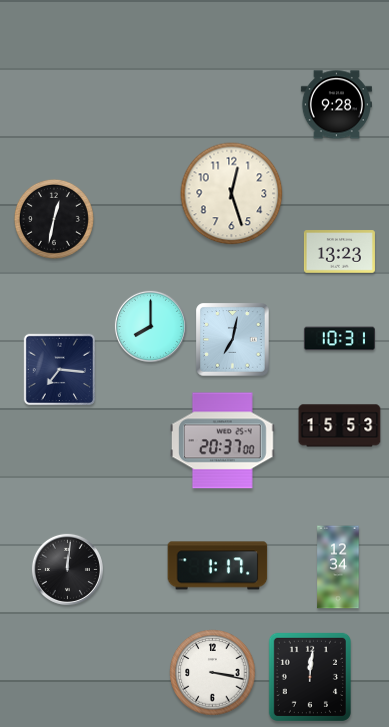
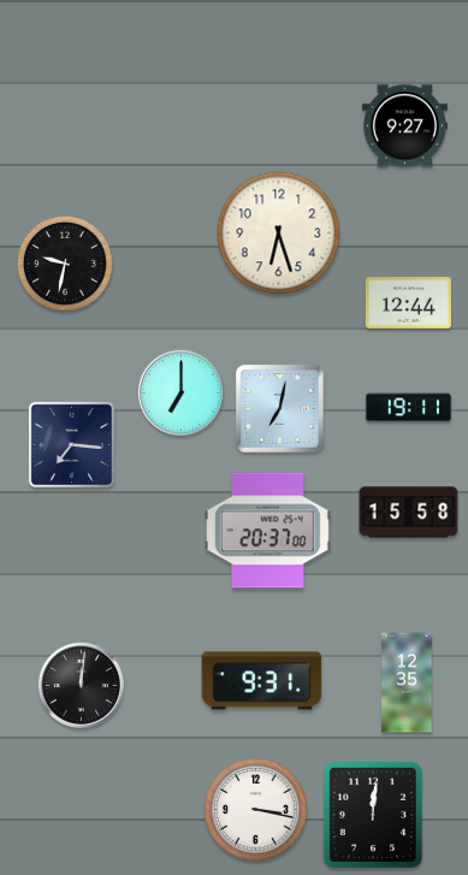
clock at (336, 105): 9:28 -> 9:27
clock at (232, 194): 12:27 -> 6:27
clock at (54, 219): 12:32 -> 9:32
clock at (339, 252): 13:23 -> 12:44
clock at (150, 326): 8:00 -> 7:00
clock at (339, 339): 10:31 -> 19:11
clock at (340, 426): 15:53 -> 15:58
clock at (218, 566): 1:17 -> 9:31
clock at (338, 567): 12:34 -> 12:35
